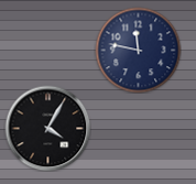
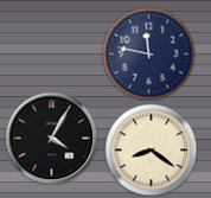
clock at (151, 149): none -> 8:21
